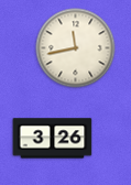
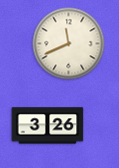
clock at (76, 48): 11:43 -> 11:41
